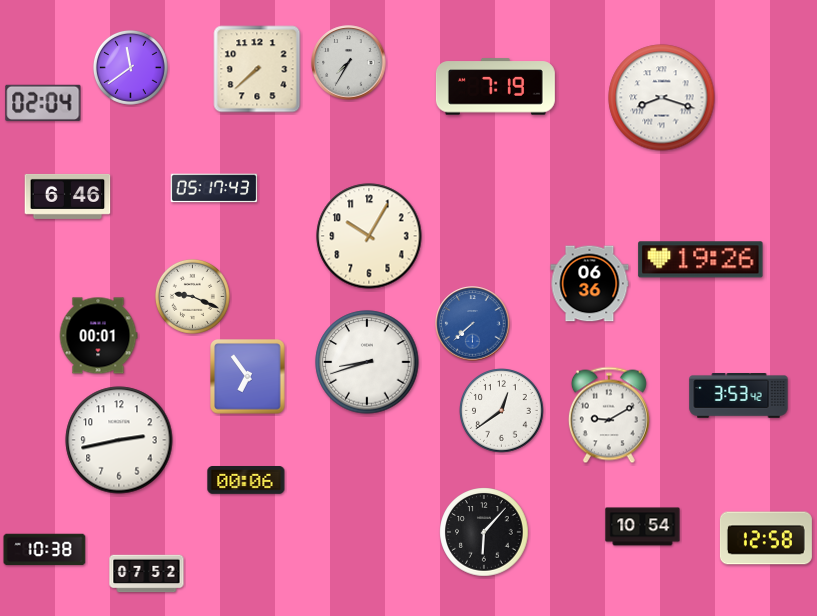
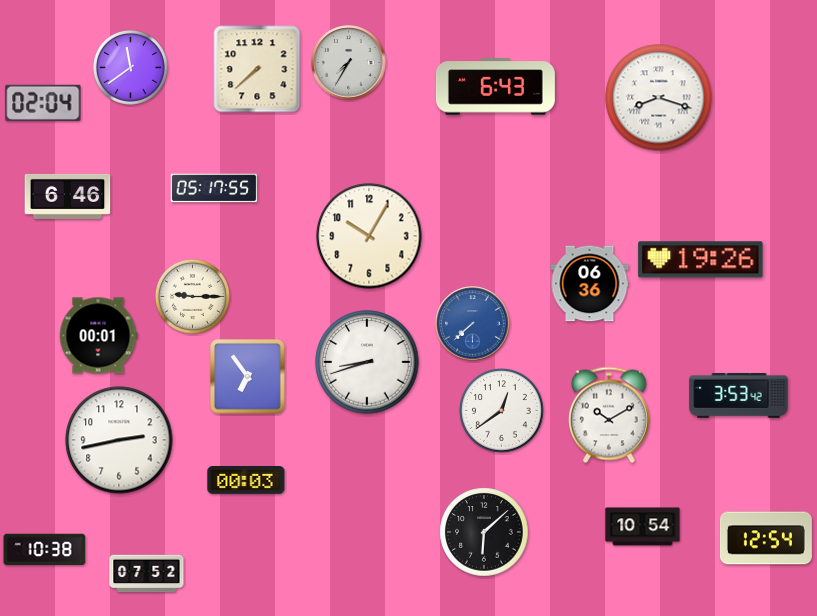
clock at (495, 87): 7:19 -> 6:43
clock at (662, 98) position: (662, 98) -> (659, 98)
clock at (214, 188): 05:17:43 -> 05:17:55
clock at (192, 296): 9:19 -> 9:15
clock at (609, 415): 9:10 -> 10:10
clock at (246, 481): 00:06 -> 00:03
clock at (484, 532): 6:07 -> 6:08
clock at (766, 538): 12:58 -> 12:54
